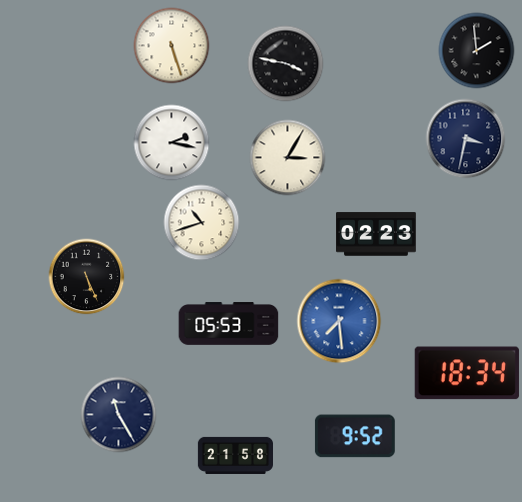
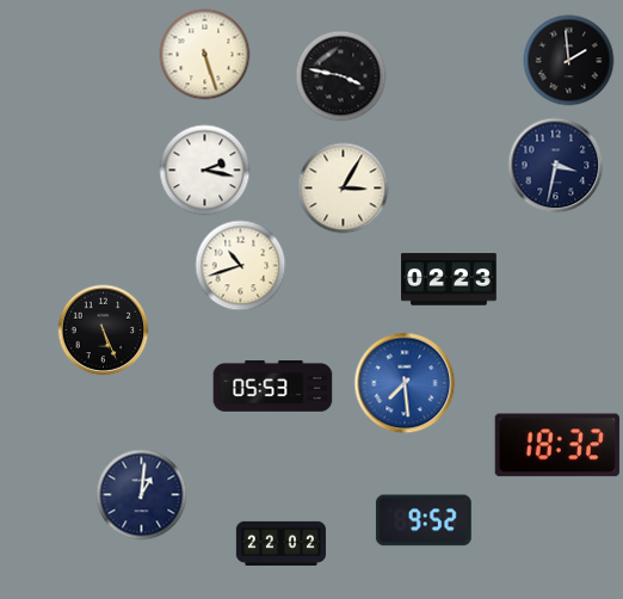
clock at (467, 373): 18:34 -> 18:32
clock at (119, 415): 11:25 -> 1:01
clock at (235, 455): 21:58 -> 22:02
